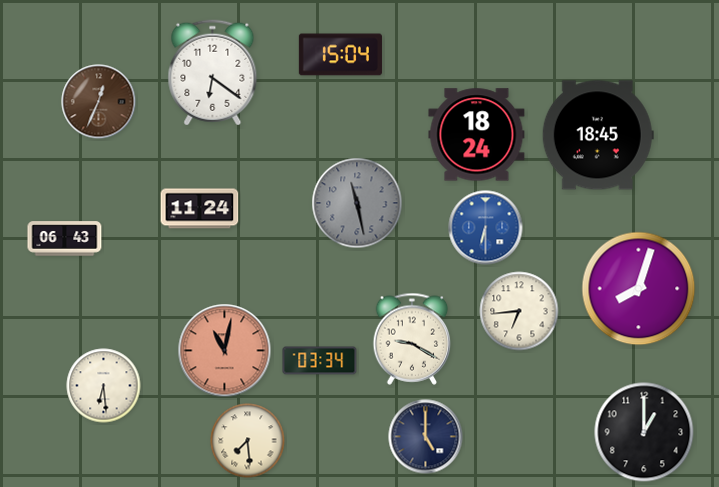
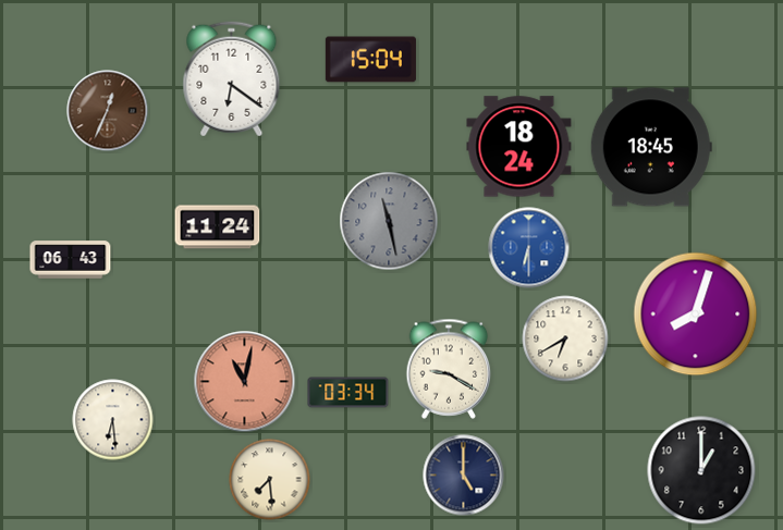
clock at (519, 311): 6:44 -> 6:40
